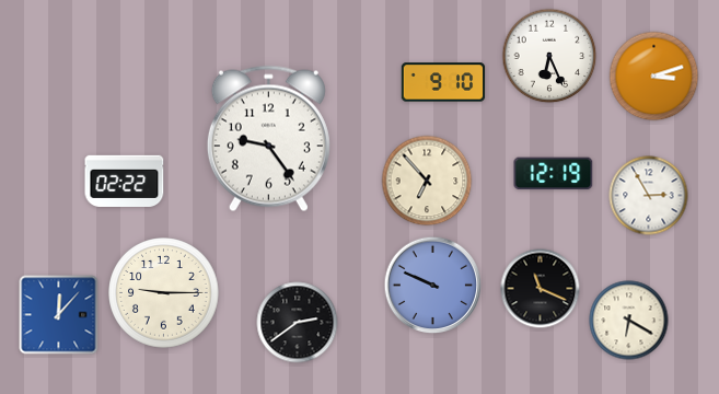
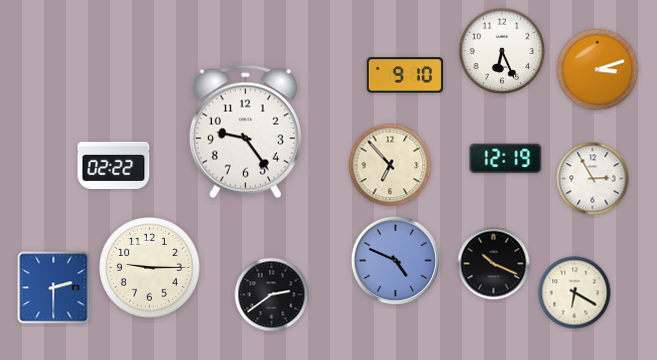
clock at (268, 139) position: (268, 139) -> (245, 132)
clock at (433, 286): 9:49 -> 4:49
clock at (541, 289): 11:19 -> 10:19
clock at (59, 315): 12:07 -> 2:30
